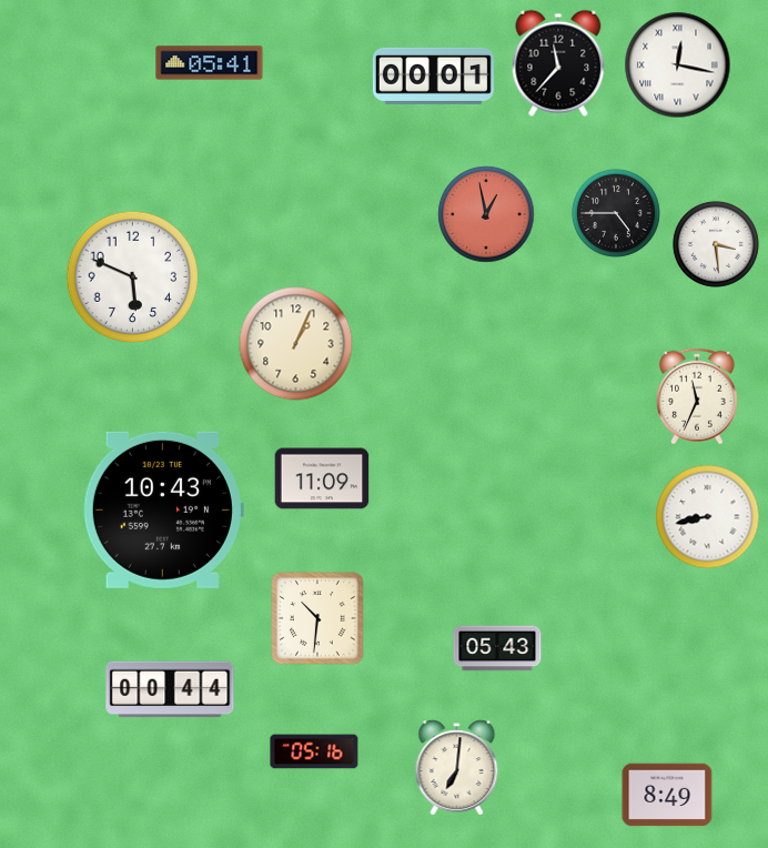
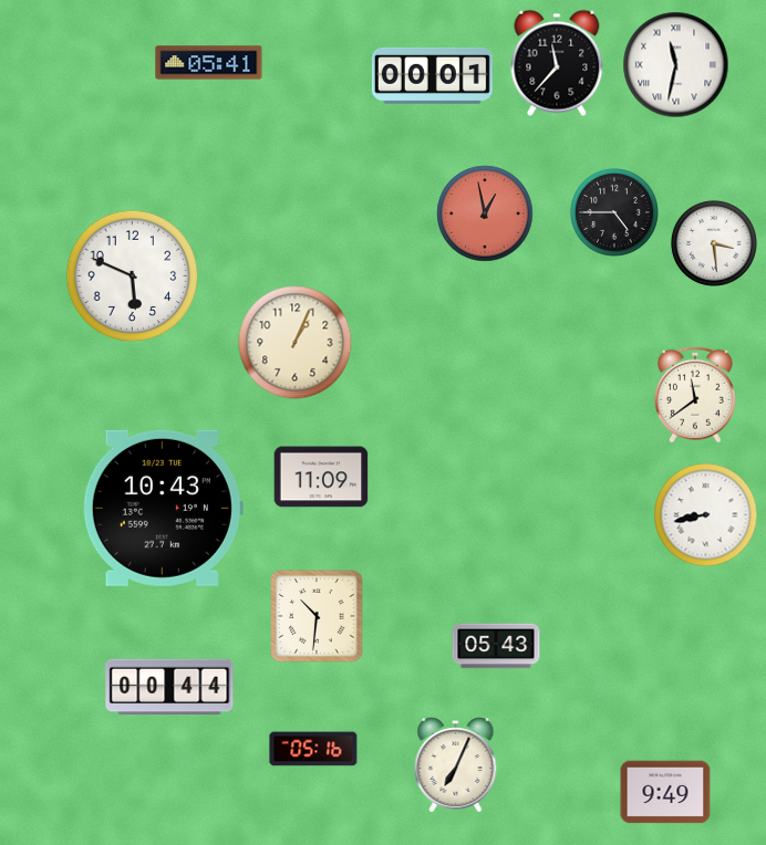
clock at (678, 65): 12:17 -> 11:32
clock at (697, 396): 11:34 -> 11:39
clock at (457, 768): 7:01 -> 7:04
clock at (667, 795): 8:49 -> 9:49
